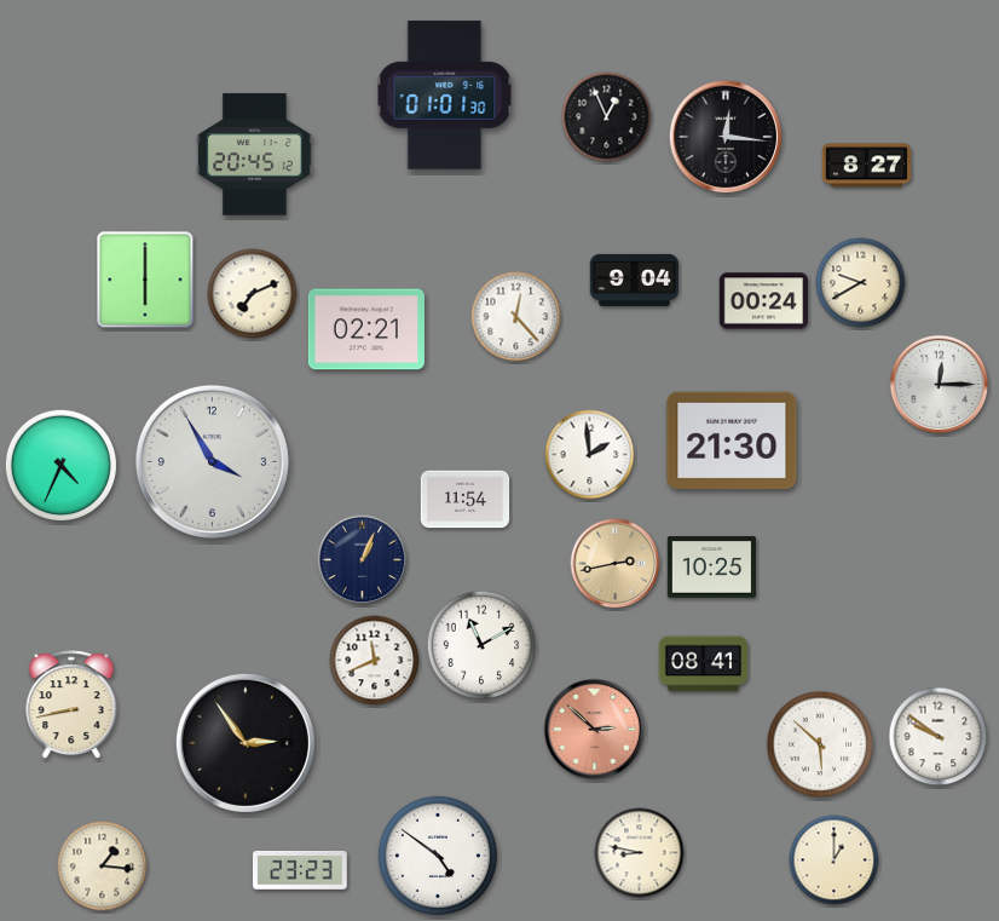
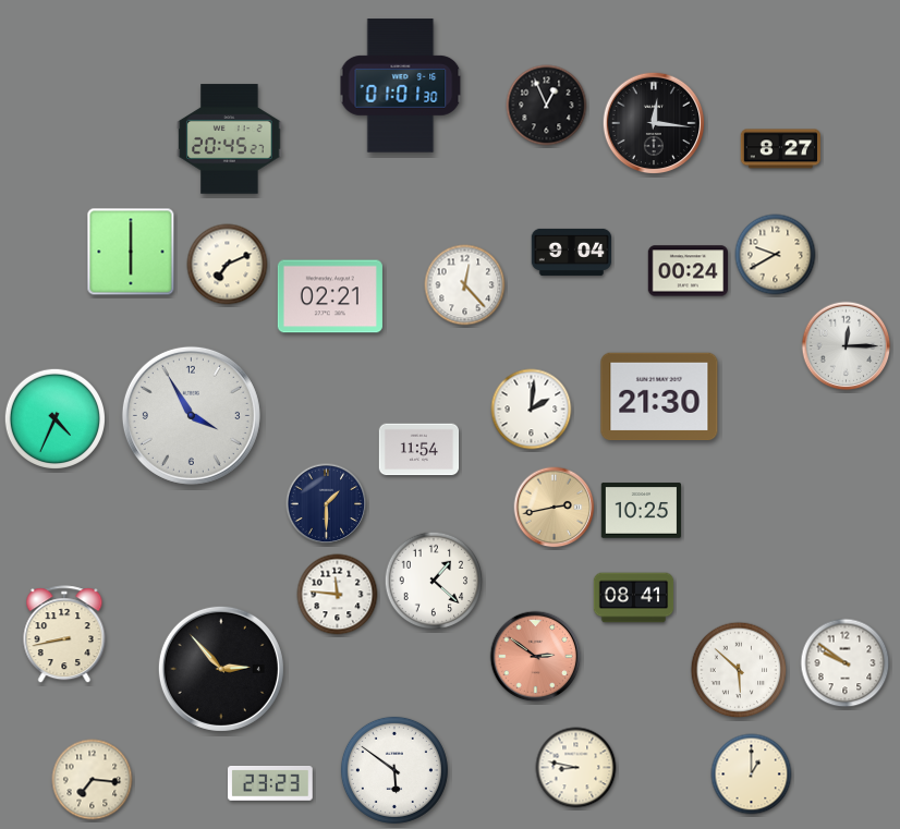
clock at (255, 155): 20:45:12 -> 20:45:27
clock at (590, 455): 1:59 -> 2:01
clock at (363, 560): 1:04 -> 1:30
clock at (481, 645): 11:10 -> 1:22
clock at (375, 661): 11:41 -> 11:46
clock at (595, 730): 2:52 -> 2:51
clock at (246, 743): 2:54 -> 2:53
clock at (438, 856): 4:51 -> 5:51
clock at (103, 867): 1:16 -> 7:16
